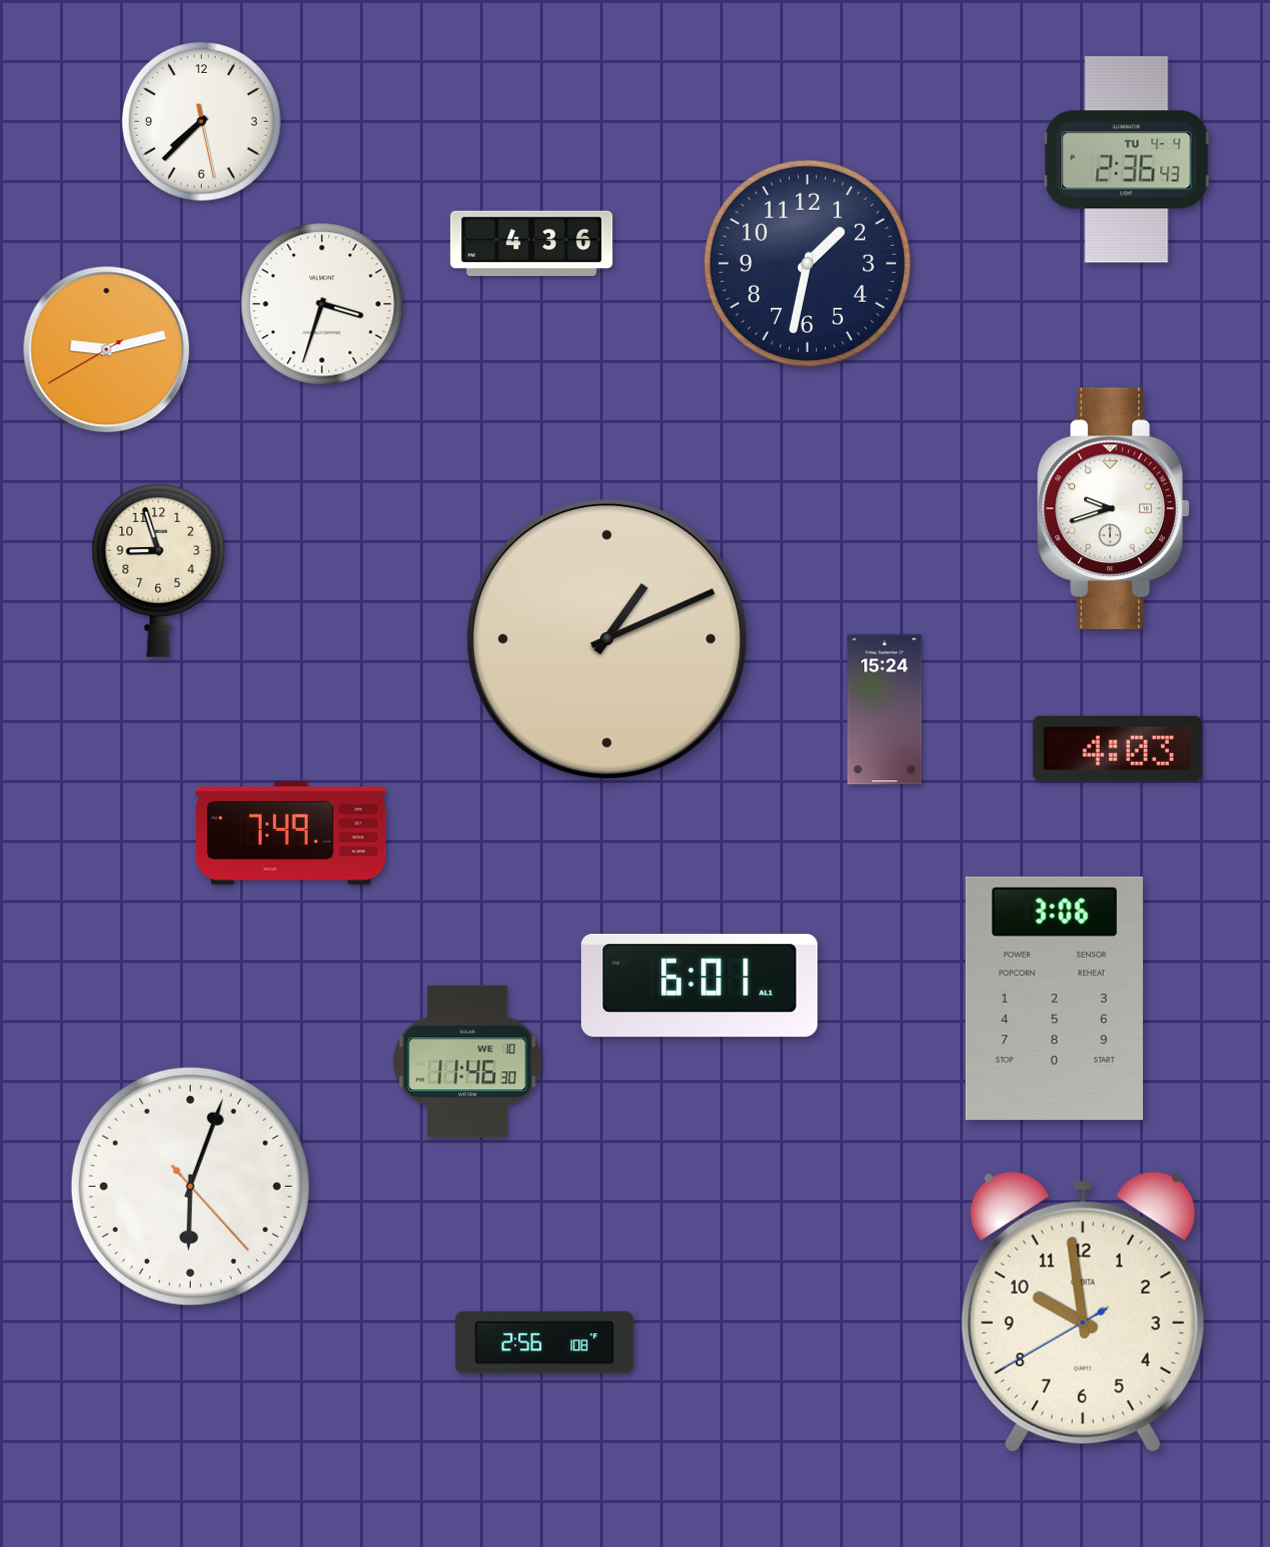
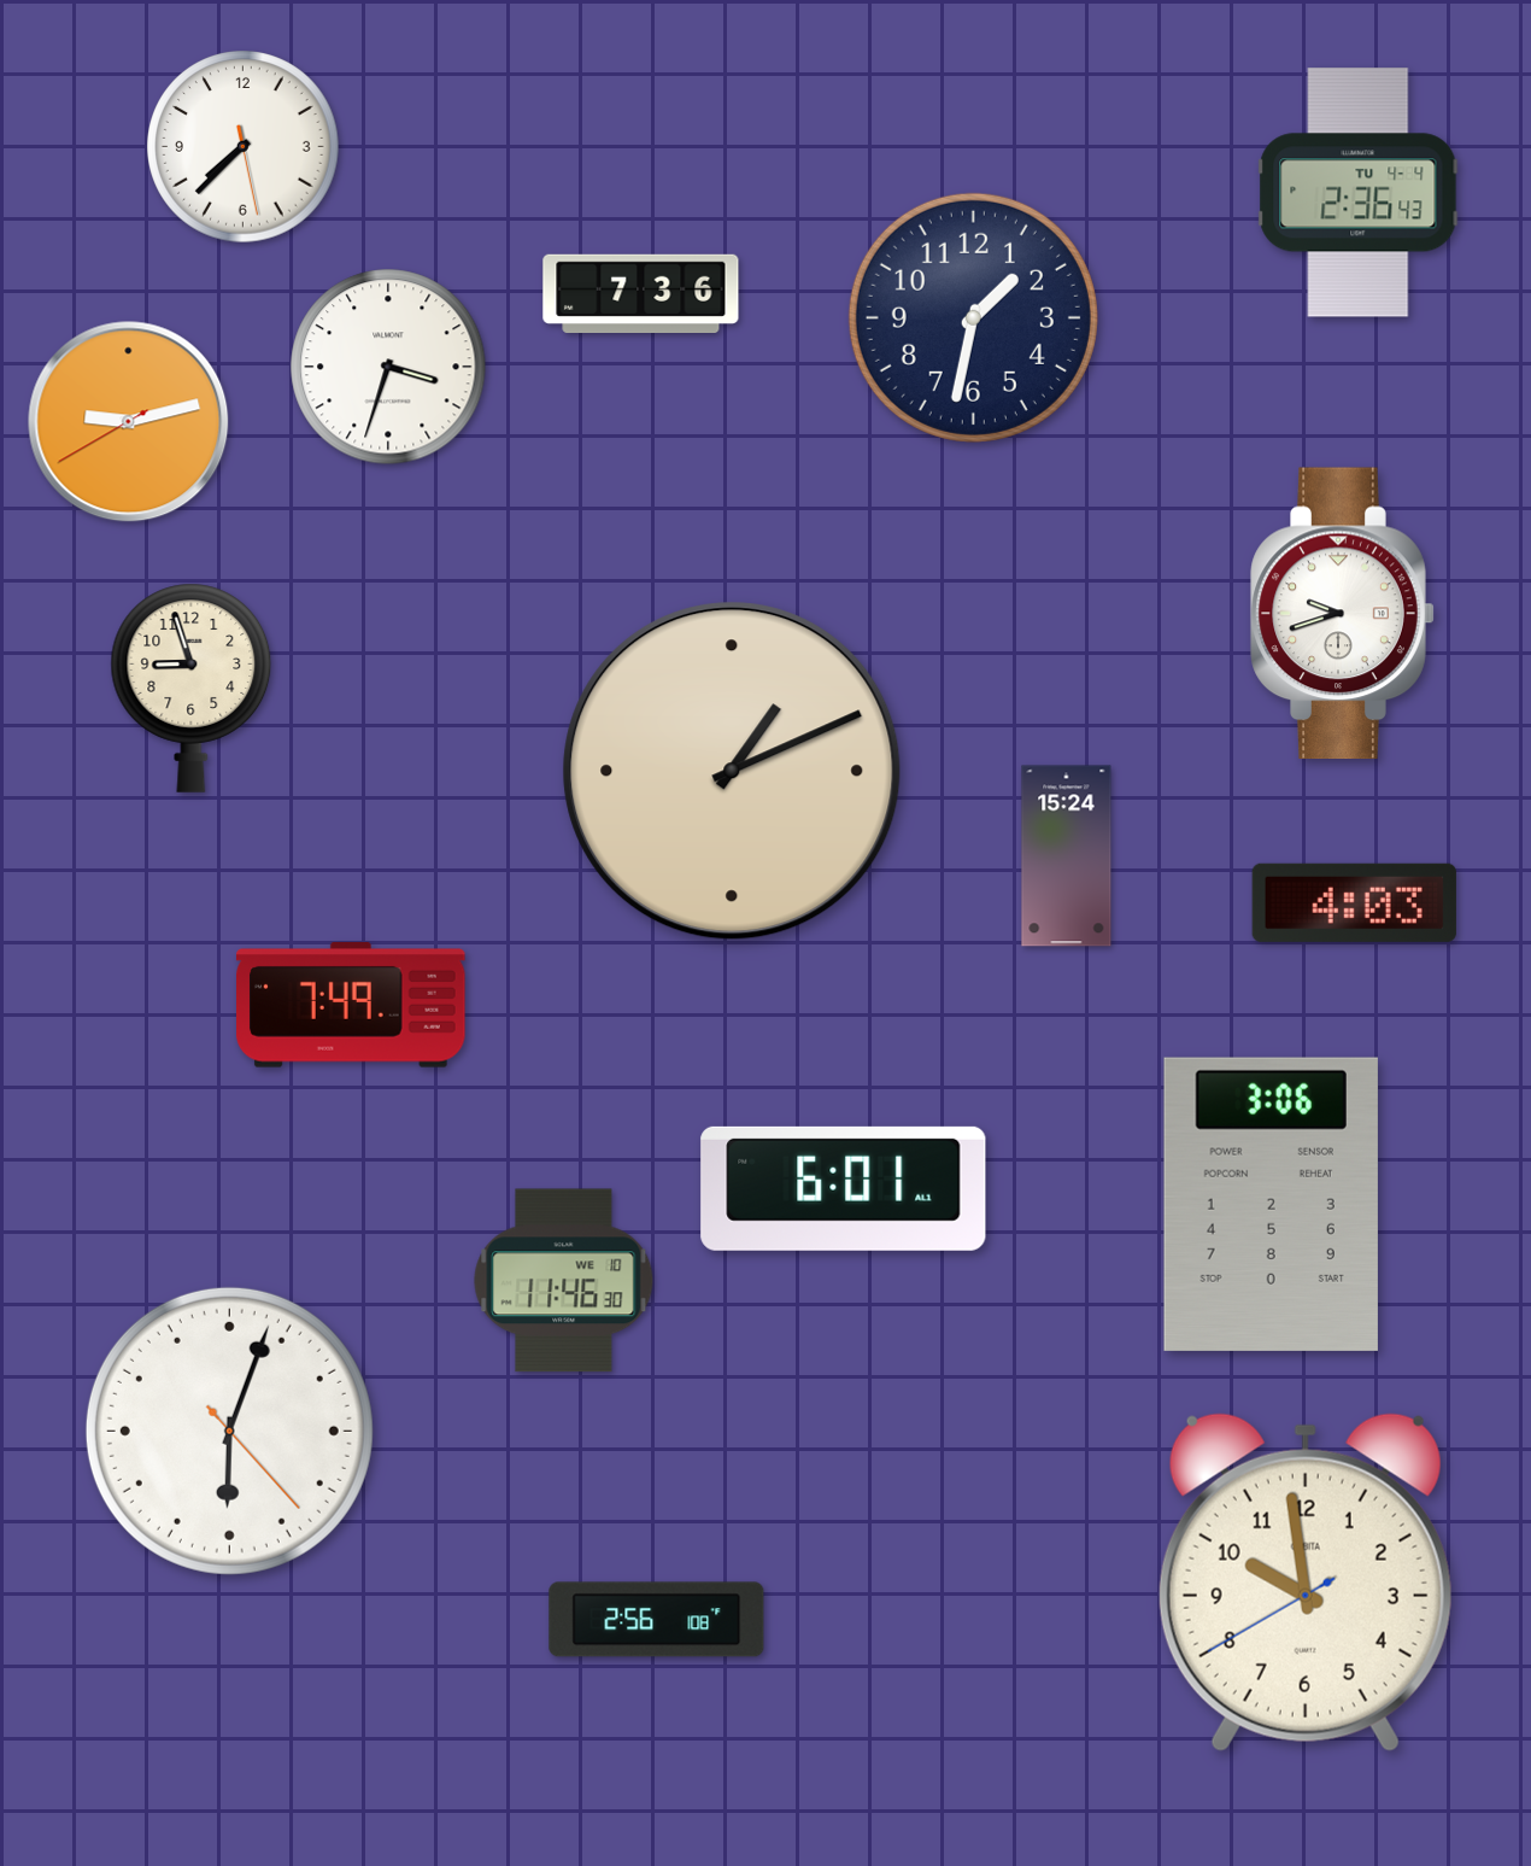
clock at (532, 243): 4:36 -> 7:36
clock at (1117, 748) position: (1117, 748) -> (1354, 902)
